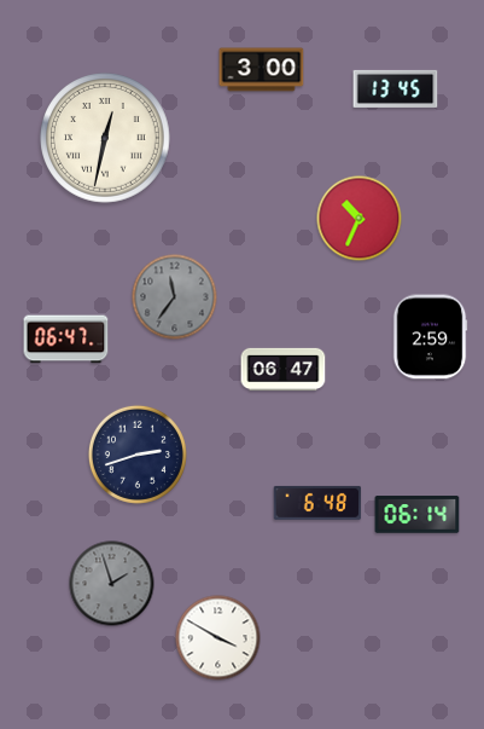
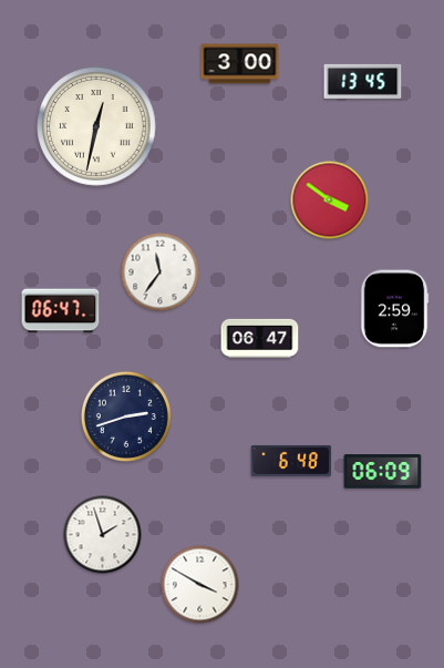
clock at (360, 219): 10:34 -> 3:51
clock at (175, 297) dial: grey -> white
clock at (418, 515): 06:14 -> 06:09
clock at (112, 584) dial: grey -> white
